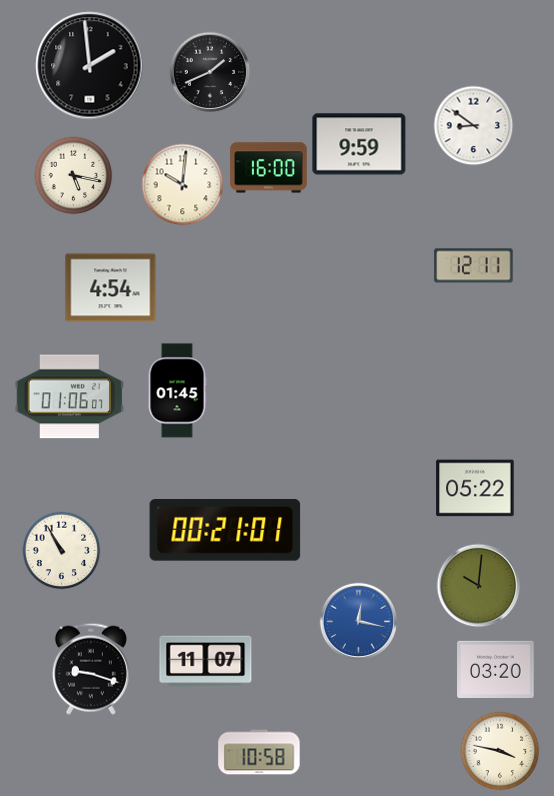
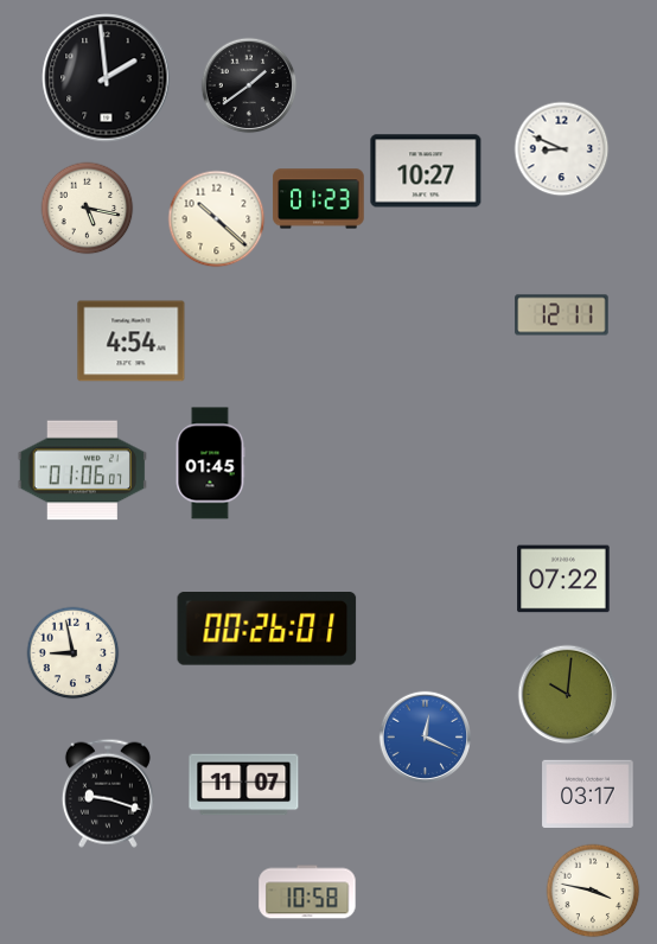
clock at (210, 72): 1:41 -> 1:39
clock at (473, 125): 8:51 -> 8:49
clock at (359, 144): 9:59 -> 10:27
clock at (269, 168): 16:00 -> 01:23
clock at (182, 184): 10:01 -> 10:22
clock at (475, 488): 05:22 -> 07:22
clock at (225, 531): 00:21 -> 00:26
clock at (61, 550): 10:55 -> 8:58
clock at (358, 621): 12:17 -> 12:19
clock at (496, 669): 03:20 -> 03:17
